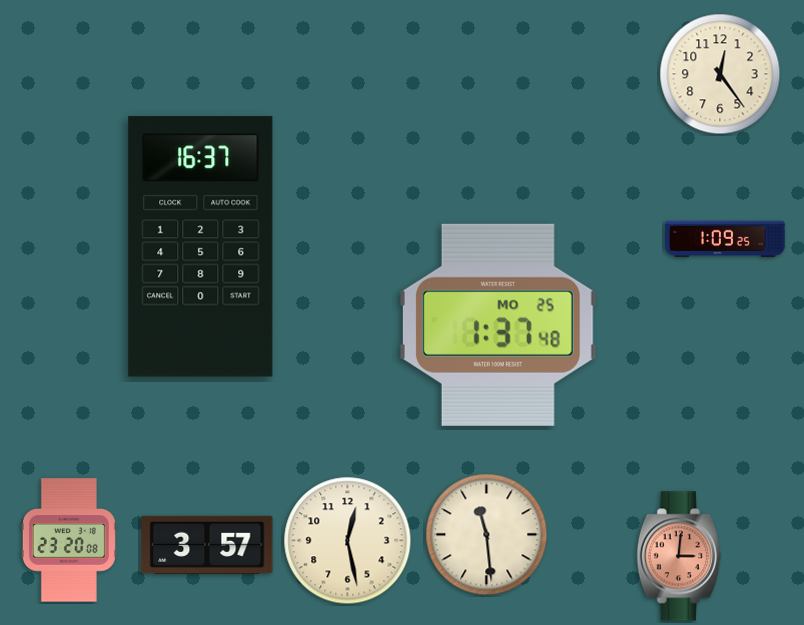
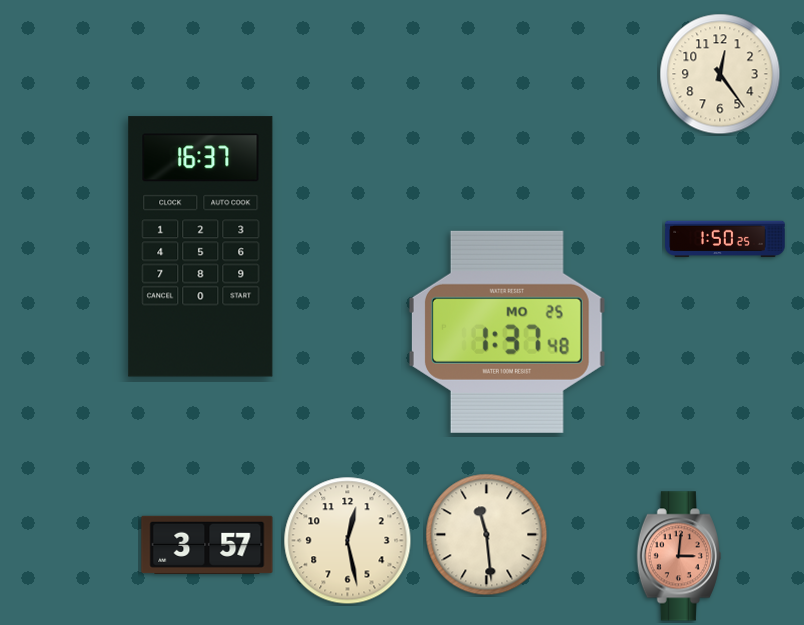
clock at (725, 239): 1:09 -> 1:50
clock at (498, 325) position: (498, 325) -> (507, 332)
clock at (69, 540): 23:20 -> none
